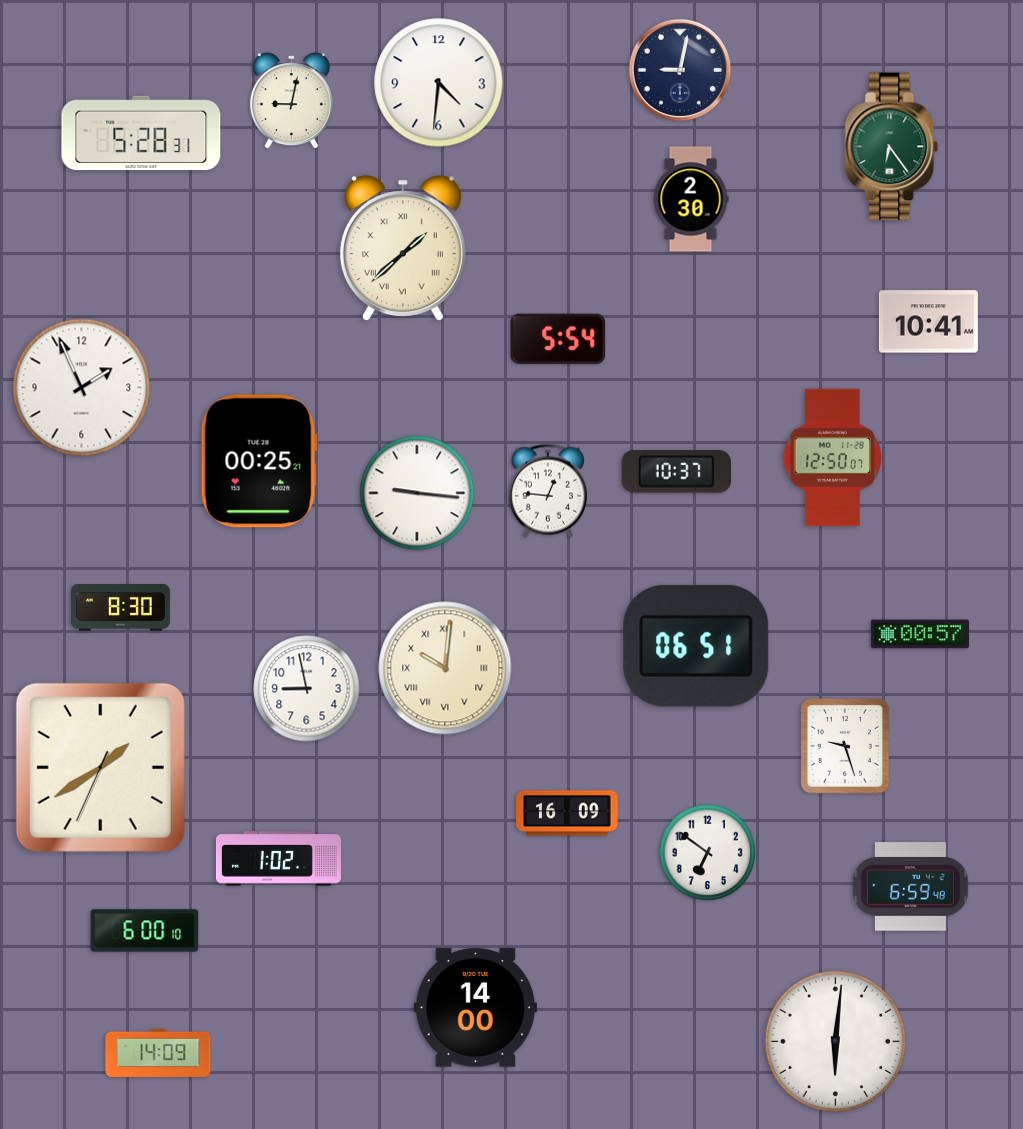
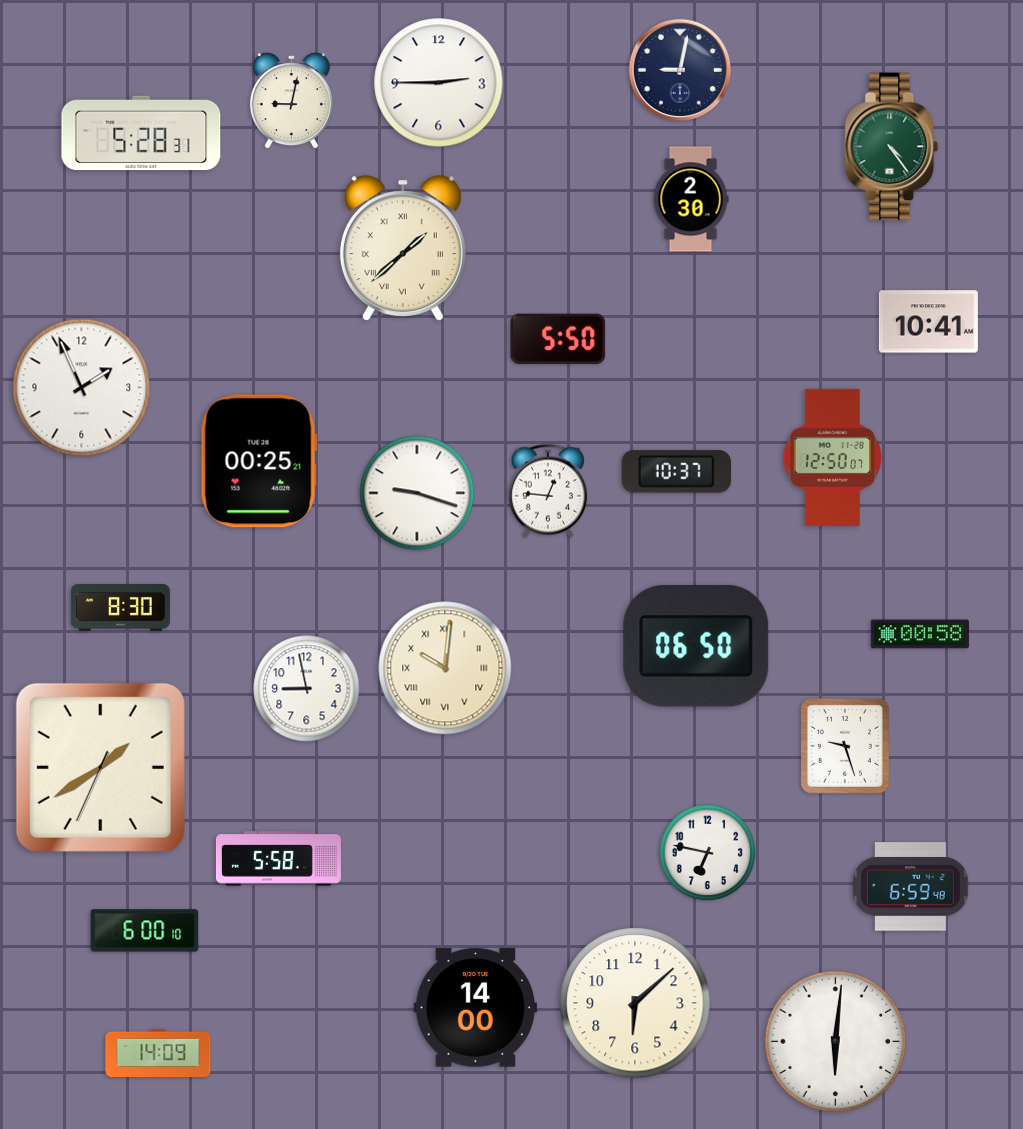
clock at (439, 83): 4:31 -> 2:45
clock at (892, 147): 6:24 -> 4:24
clock at (558, 339): 5:54 -> 5:50
clock at (417, 493): 9:16 -> 9:18
clock at (920, 634): 00:57 -> 00:58
clock at (696, 646): 06:51 -> 06:50
clock at (567, 813): 16:09 -> none
clock at (708, 853): 6:51 -> 6:47
clock at (278, 859): 1:02 -> 5:58
clock at (635, 1003): none -> 6:08
